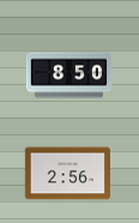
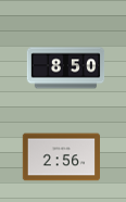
clock at (69, 76) position: (69, 76) -> (66, 68)
